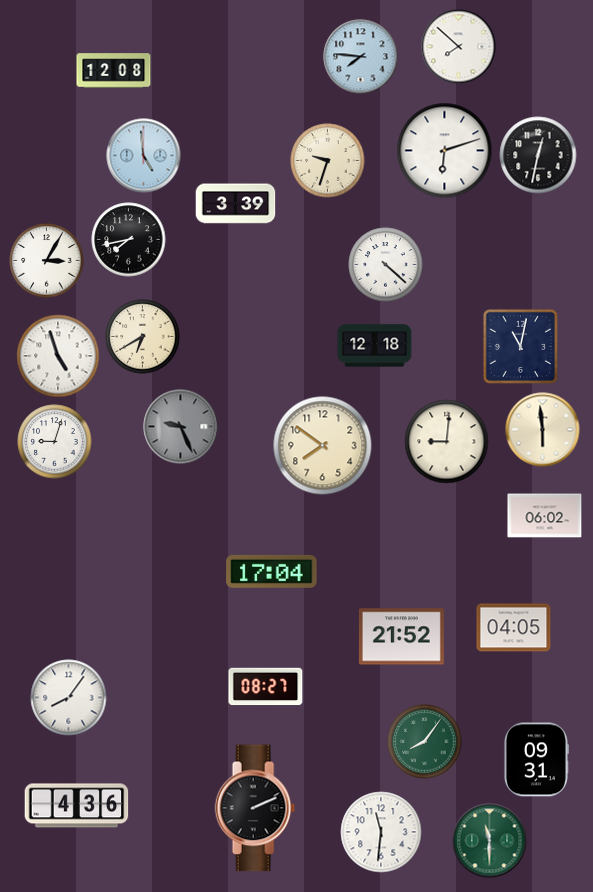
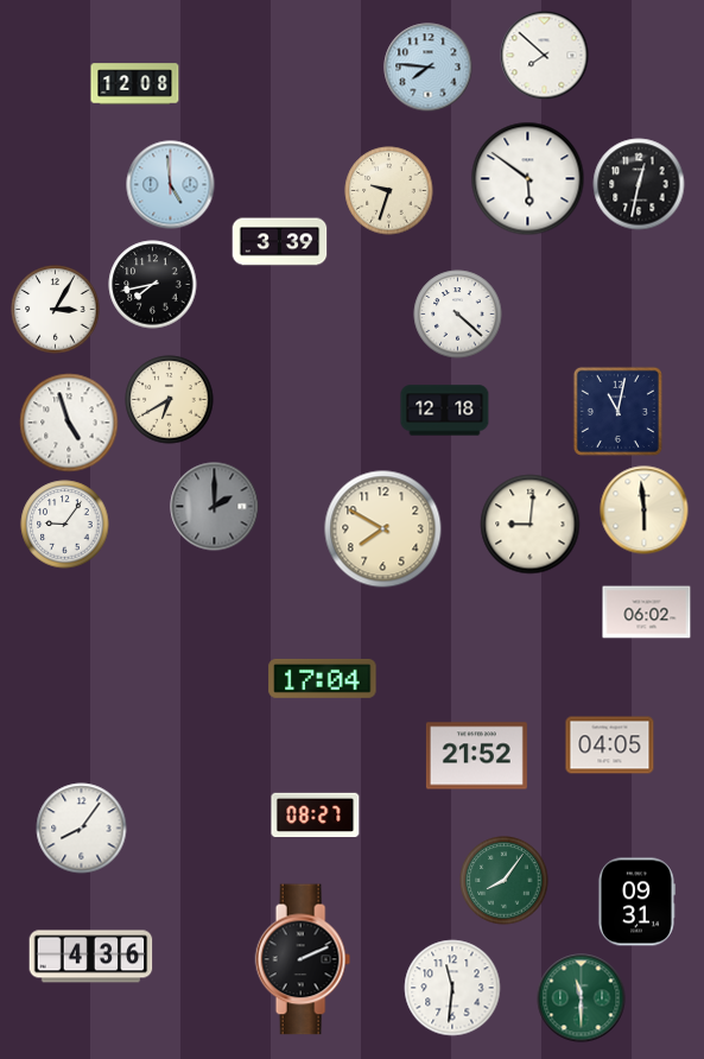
clock at (445, 151): 6:12 -> 5:51
clock at (181, 427): 9:26 -> 2:00
clock at (55, 442): 9:03 -> 9:06
clock at (323, 446): 7:51 -> 7:50
